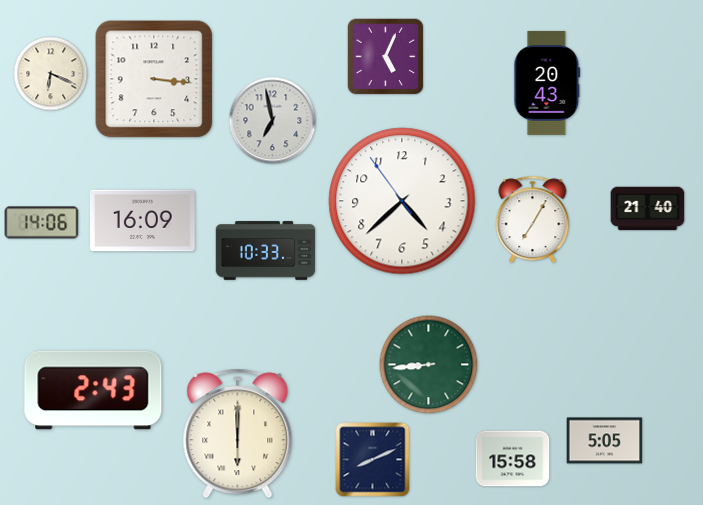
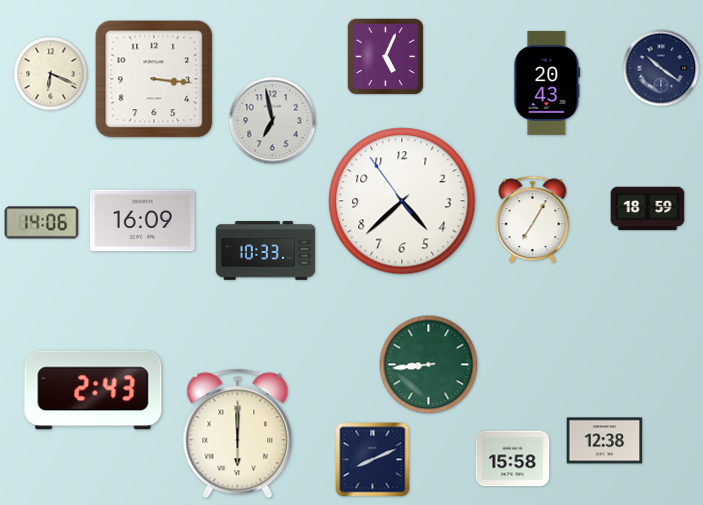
clock at (661, 68): none -> 10:21
clock at (648, 209): 21:40 -> 18:59
clock at (605, 441): 5:05 -> 12:38
